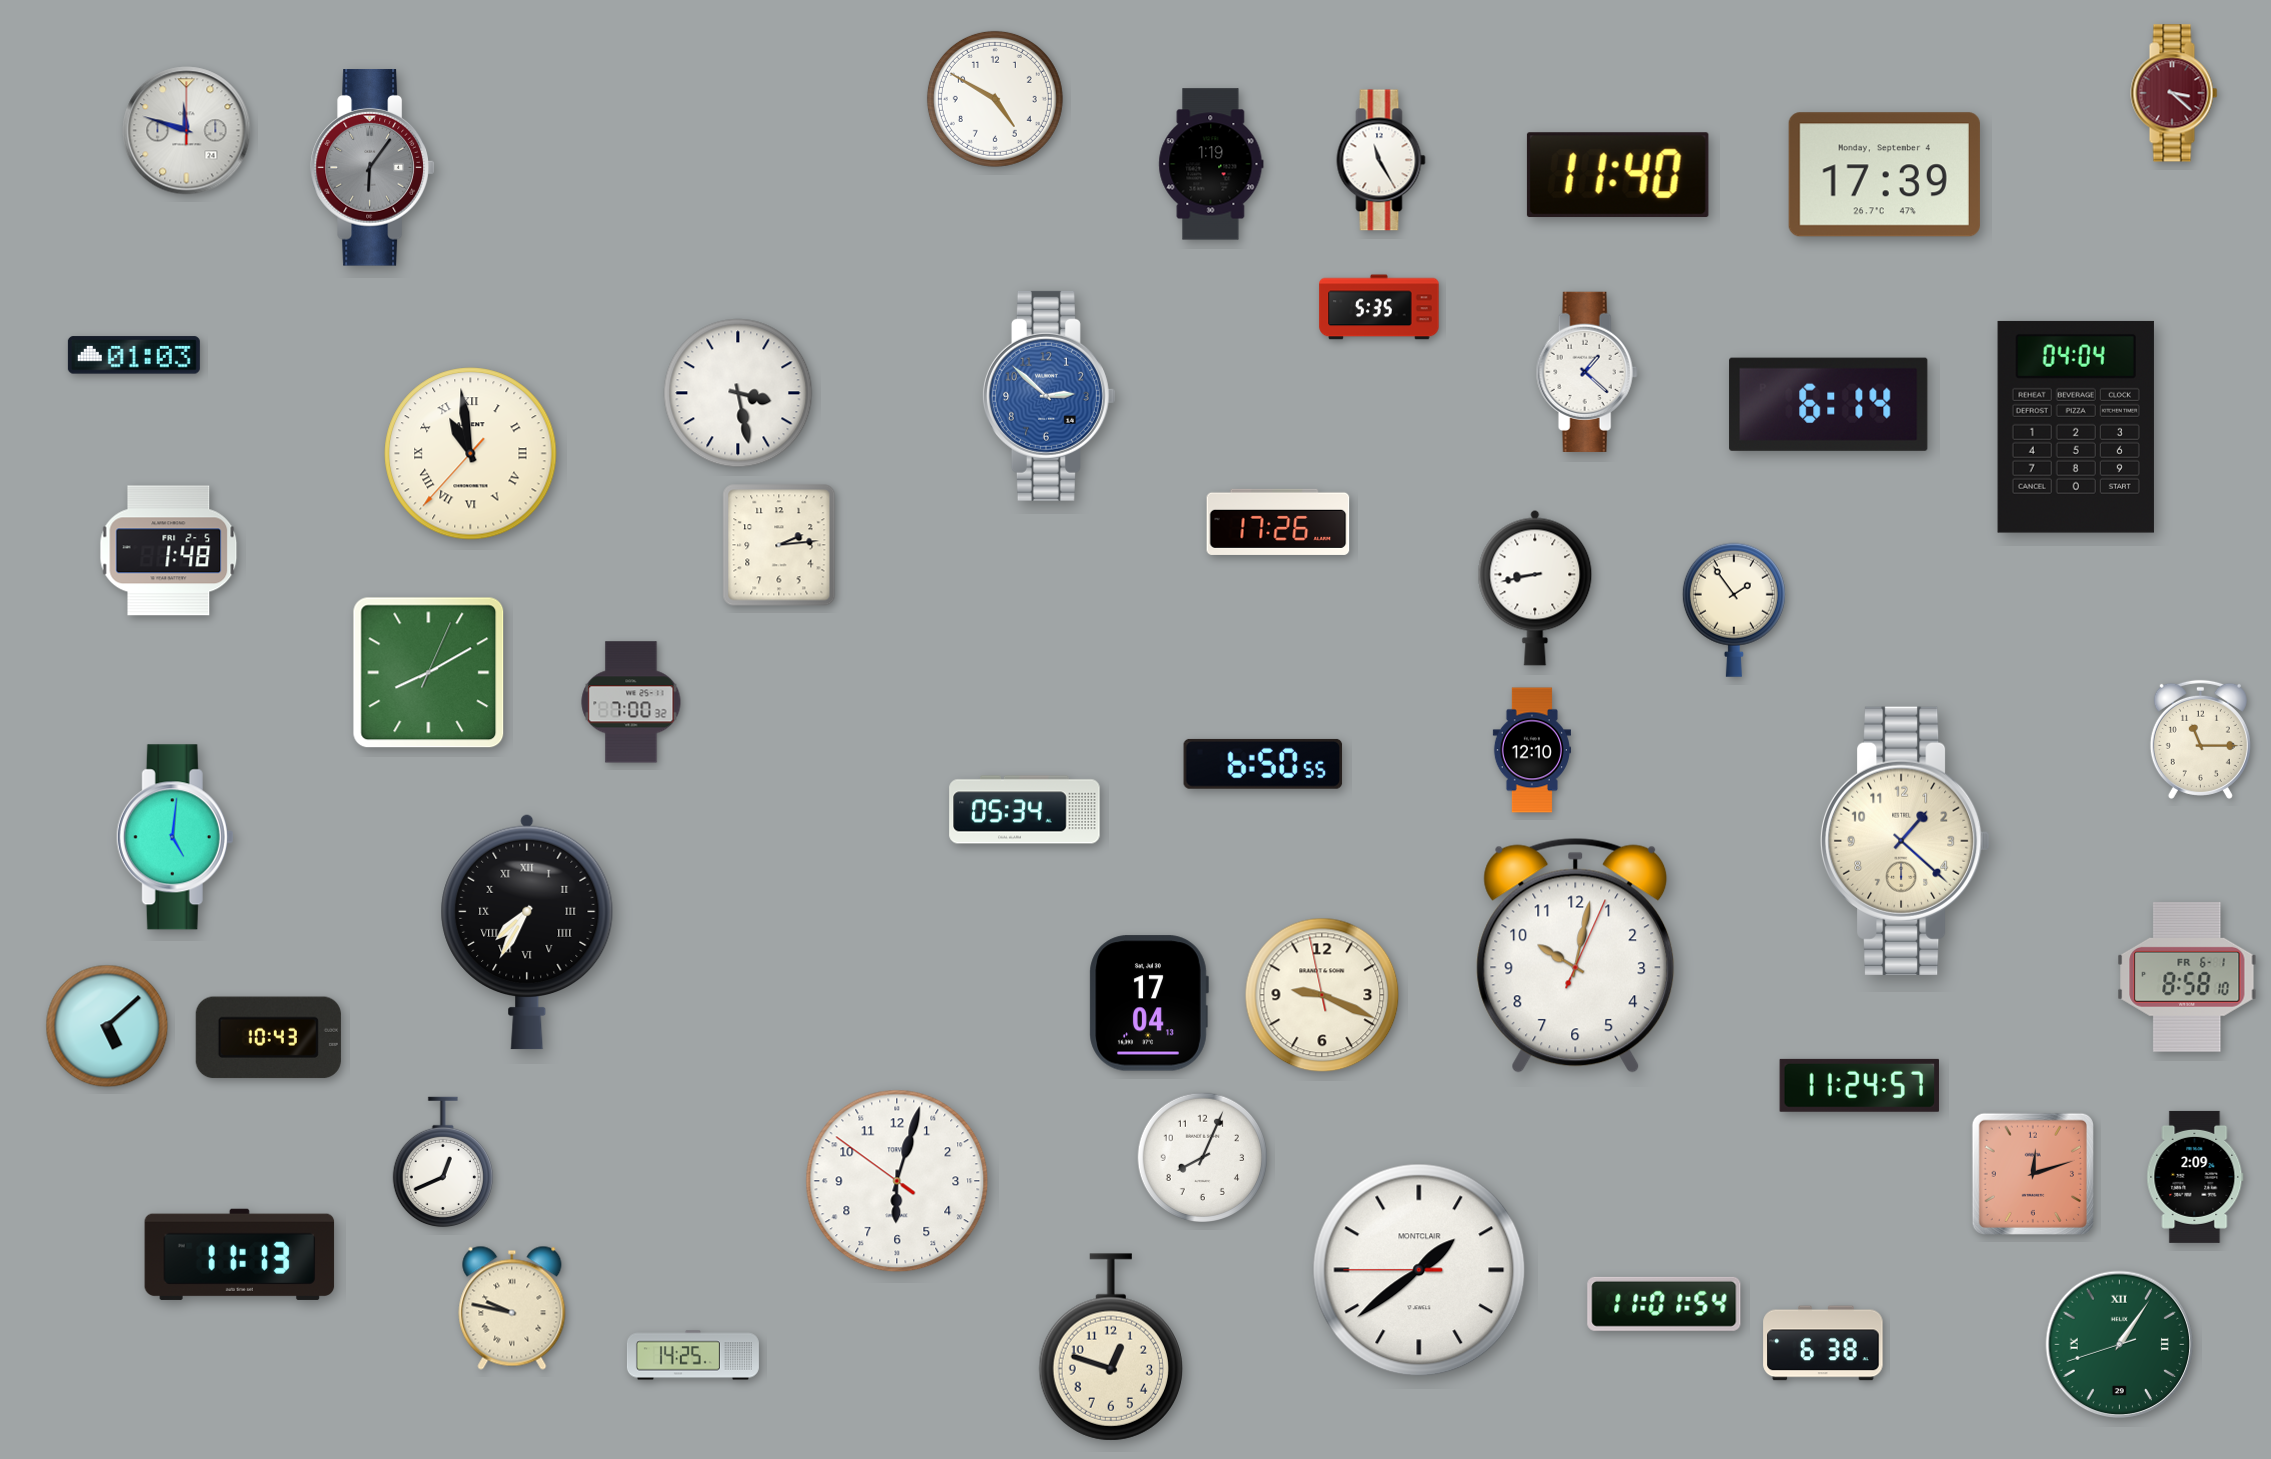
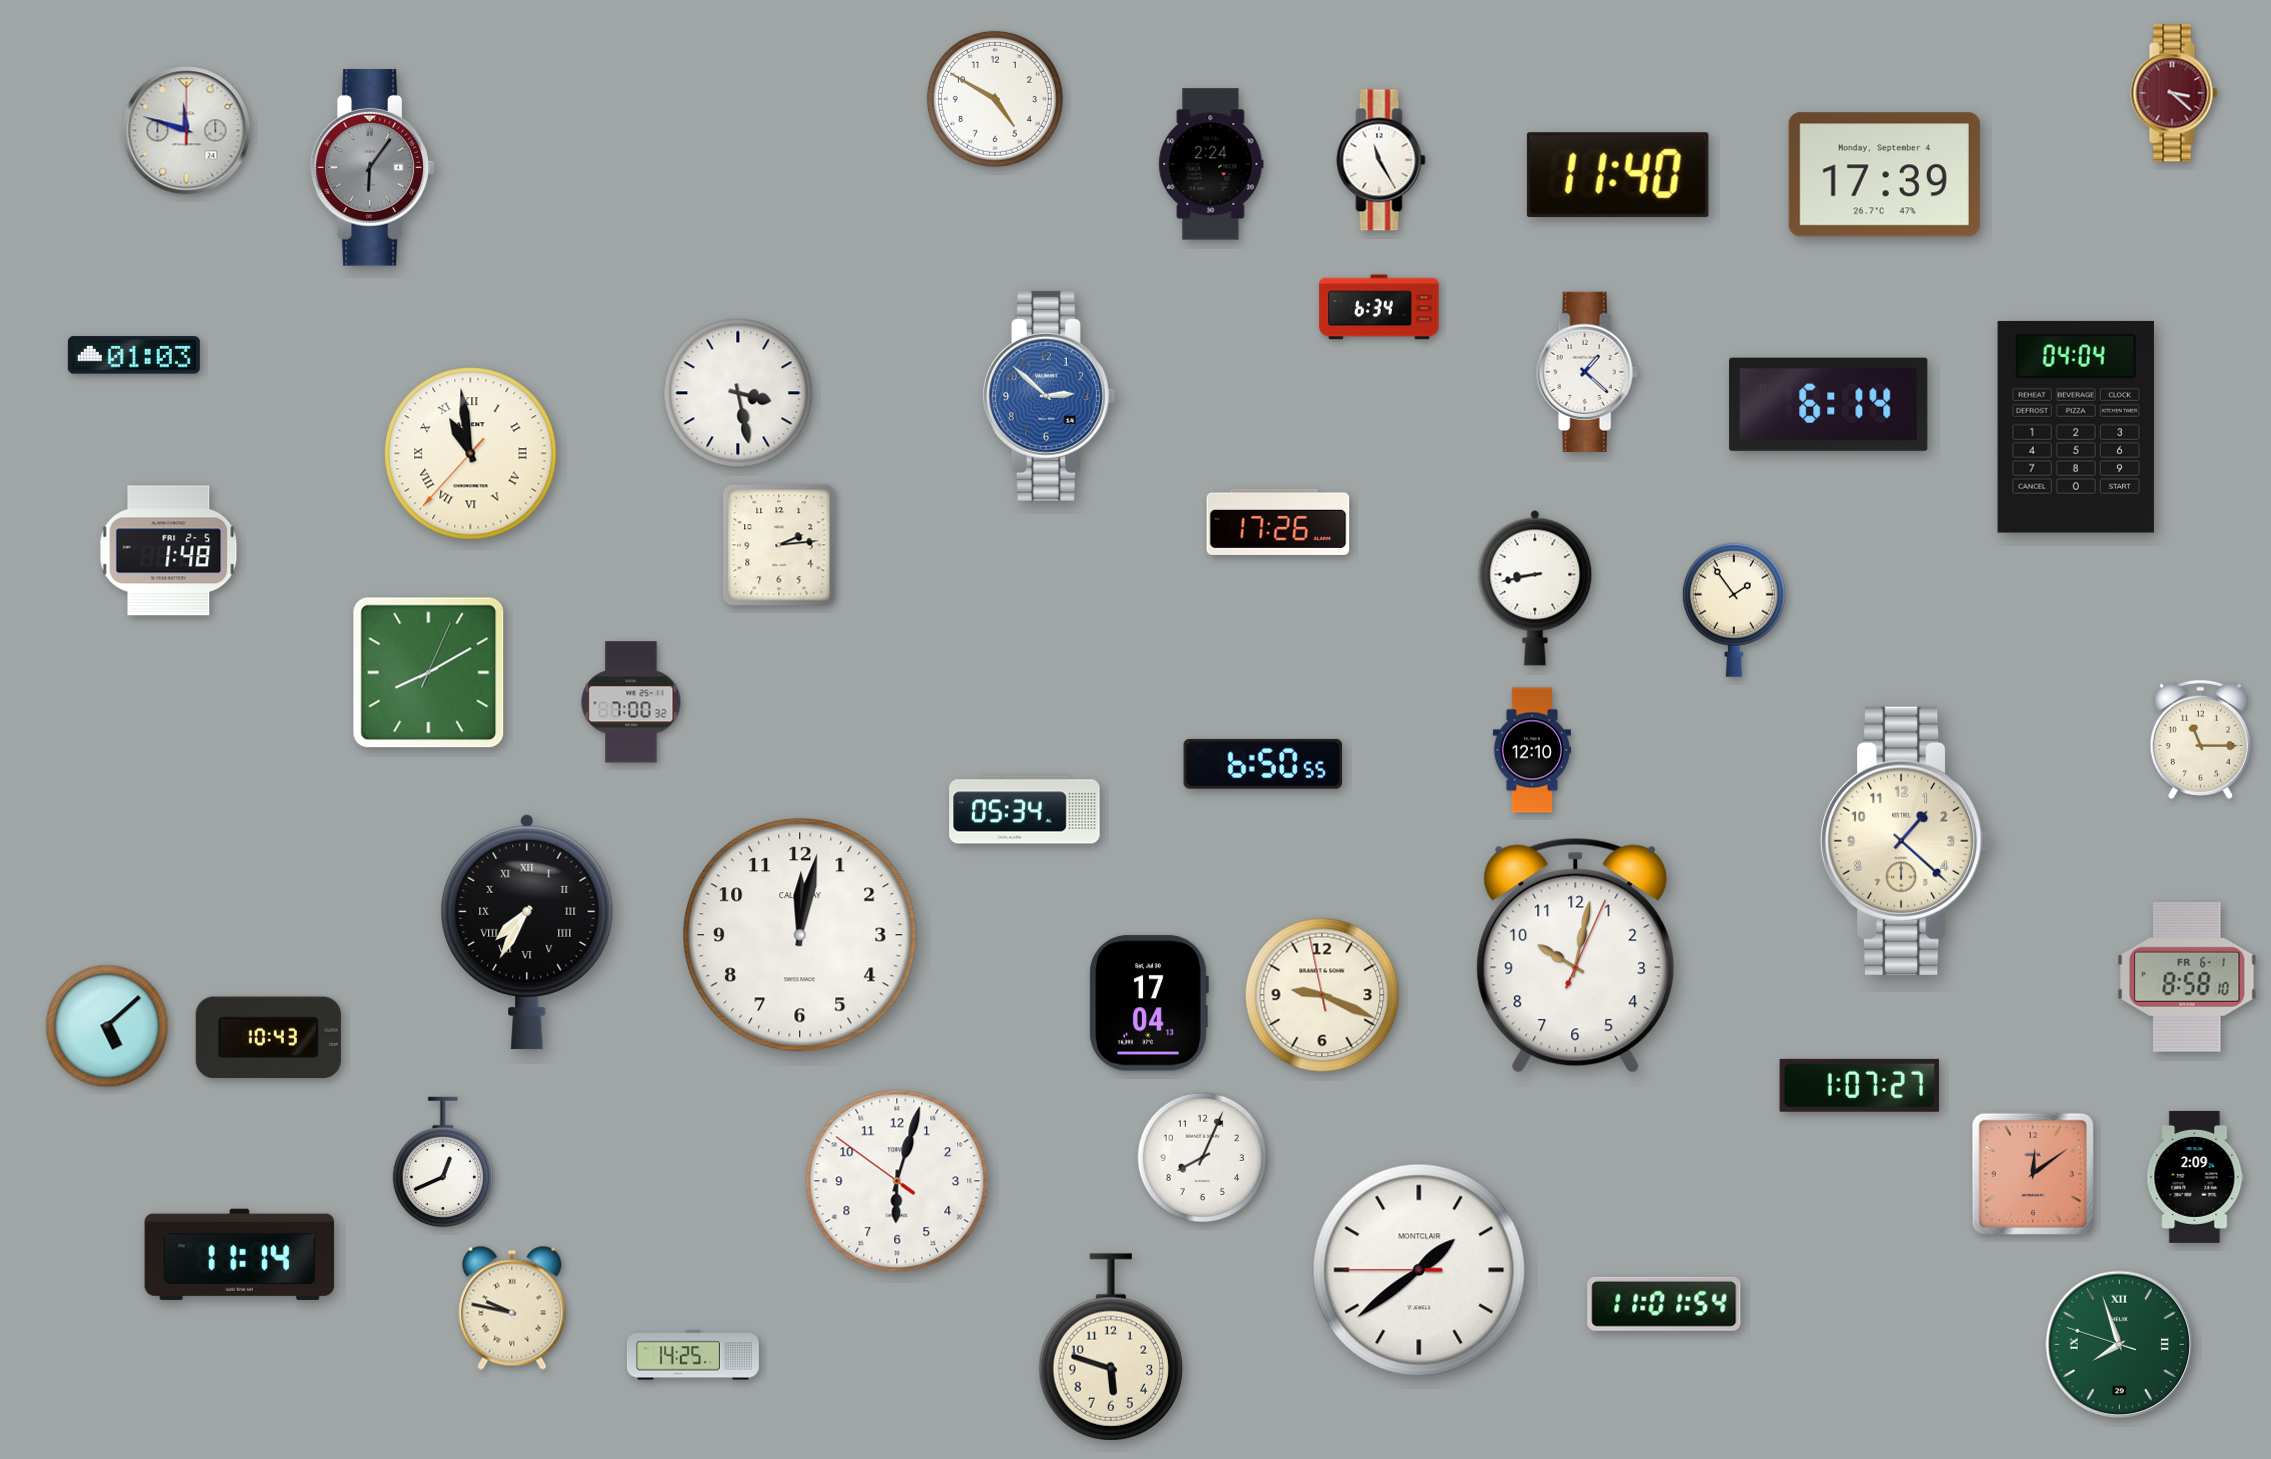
clock at (1211, 164): 1:19 -> 2:24
clock at (1379, 307): 5:35 -> 6:34
clock at (175, 837): 5:01 -> none
clock at (800, 935): none -> 12:02
clock at (1859, 1085): 11:24 -> 1:07
clock at (2033, 1174): 12:12 -> 12:09
clock at (240, 1254): 11:13 -> 11:14
clock at (1823, 1343): 6:38 -> none
clock at (2120, 1345): 1:05 -> 7:56
clock at (1111, 1347): 12:48 -> 5:48
